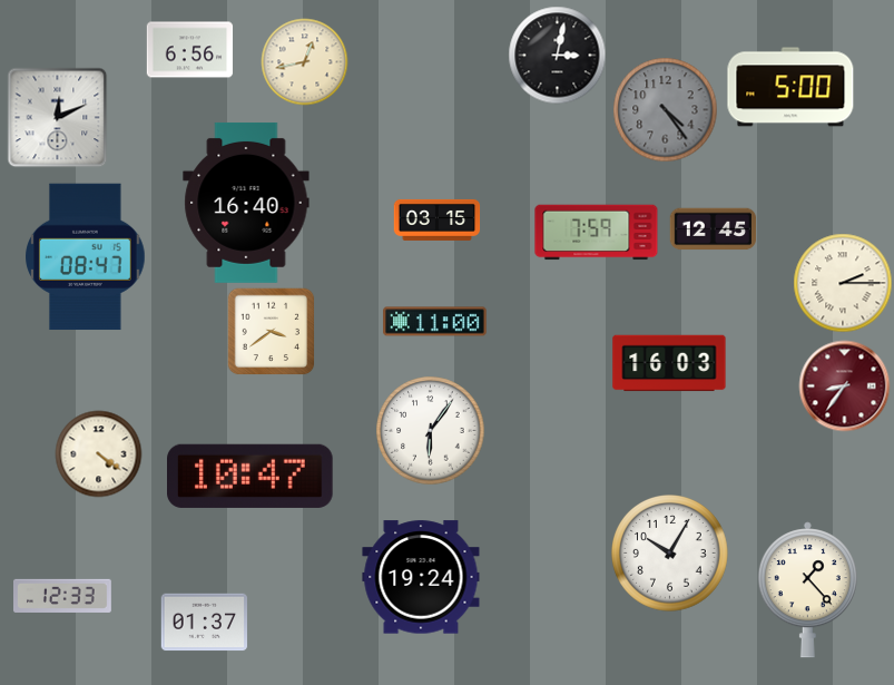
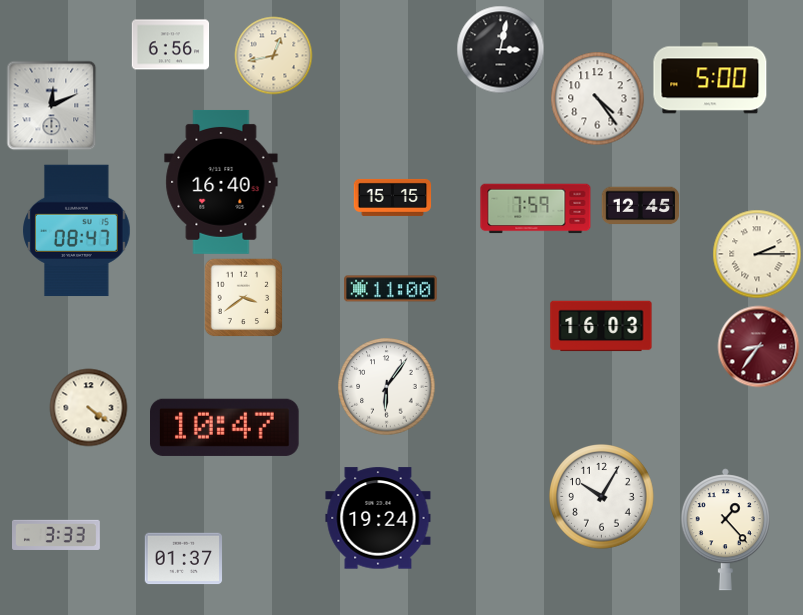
clock at (665, 109) dial: grey -> white
clock at (436, 219): 03:15 -> 15:15
clock at (63, 596): 12:33 -> 3:33
